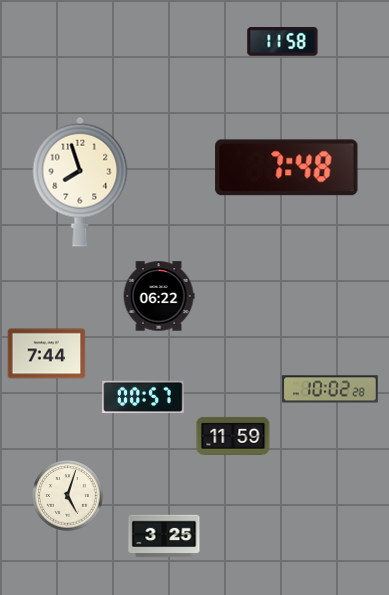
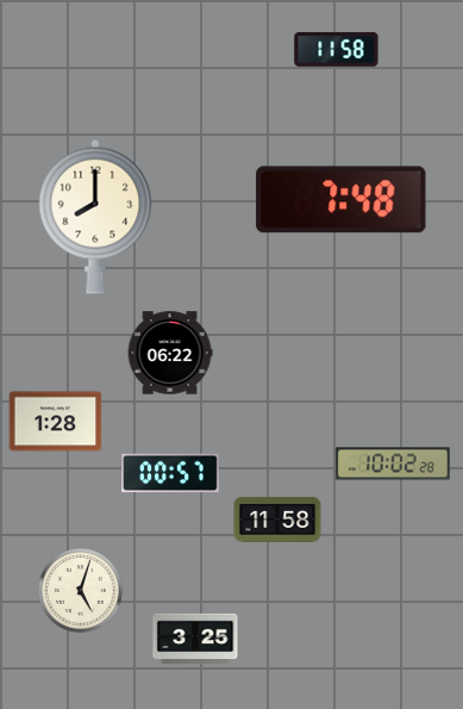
clock at (80, 182): 7:57 -> 8:00
clock at (159, 296) position: (159, 296) -> (170, 353)
clock at (47, 354): 7:44 -> 1:28
clock at (233, 436): 11:59 -> 11:58
